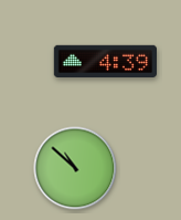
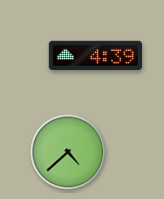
clock at (75, 168): 10:52 -> 4:38
